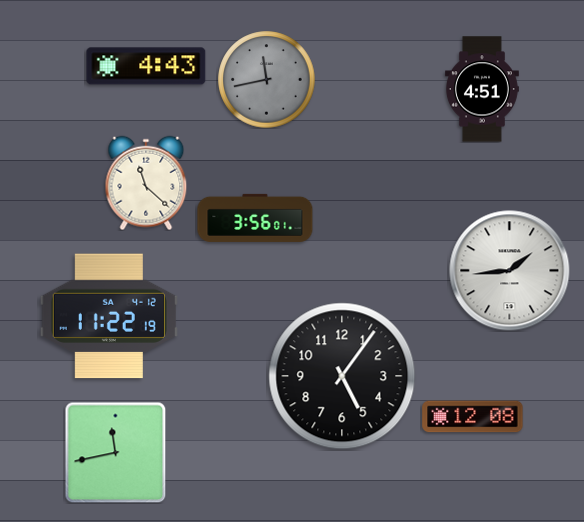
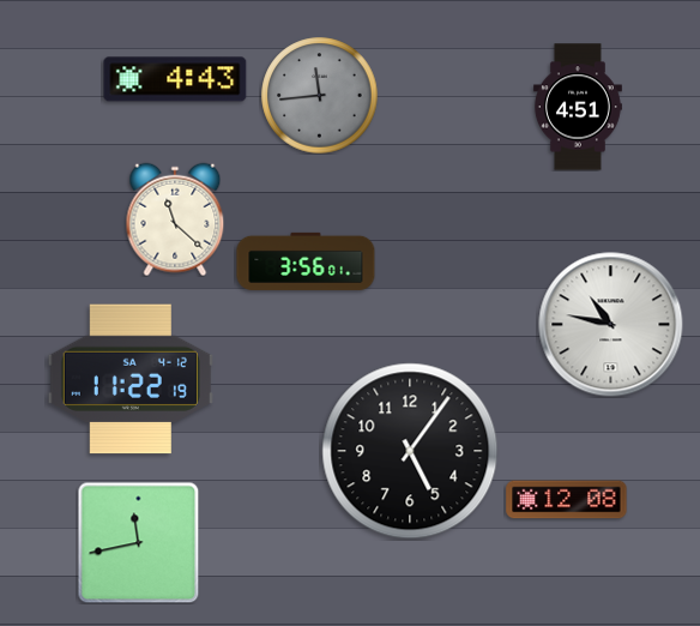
clock at (267, 80): 11:43 -> 11:44
clock at (510, 271): 1:44 -> 10:47
